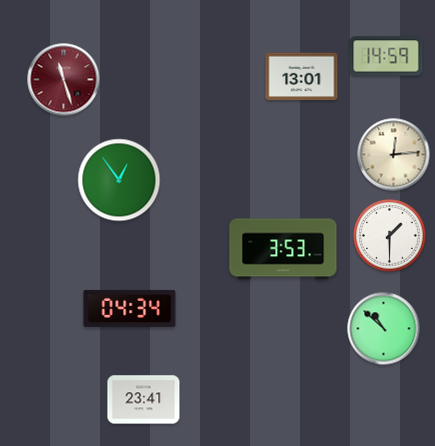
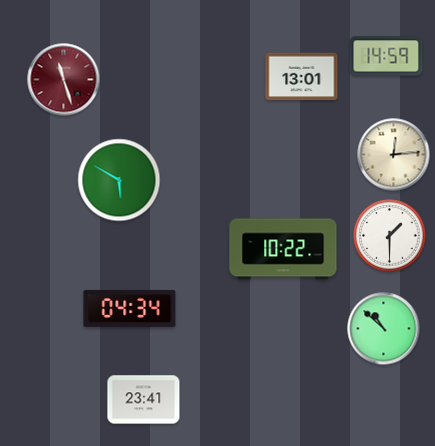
clock at (119, 180): 12:54 -> 5:50
clock at (283, 249): 3:53 -> 10:22
